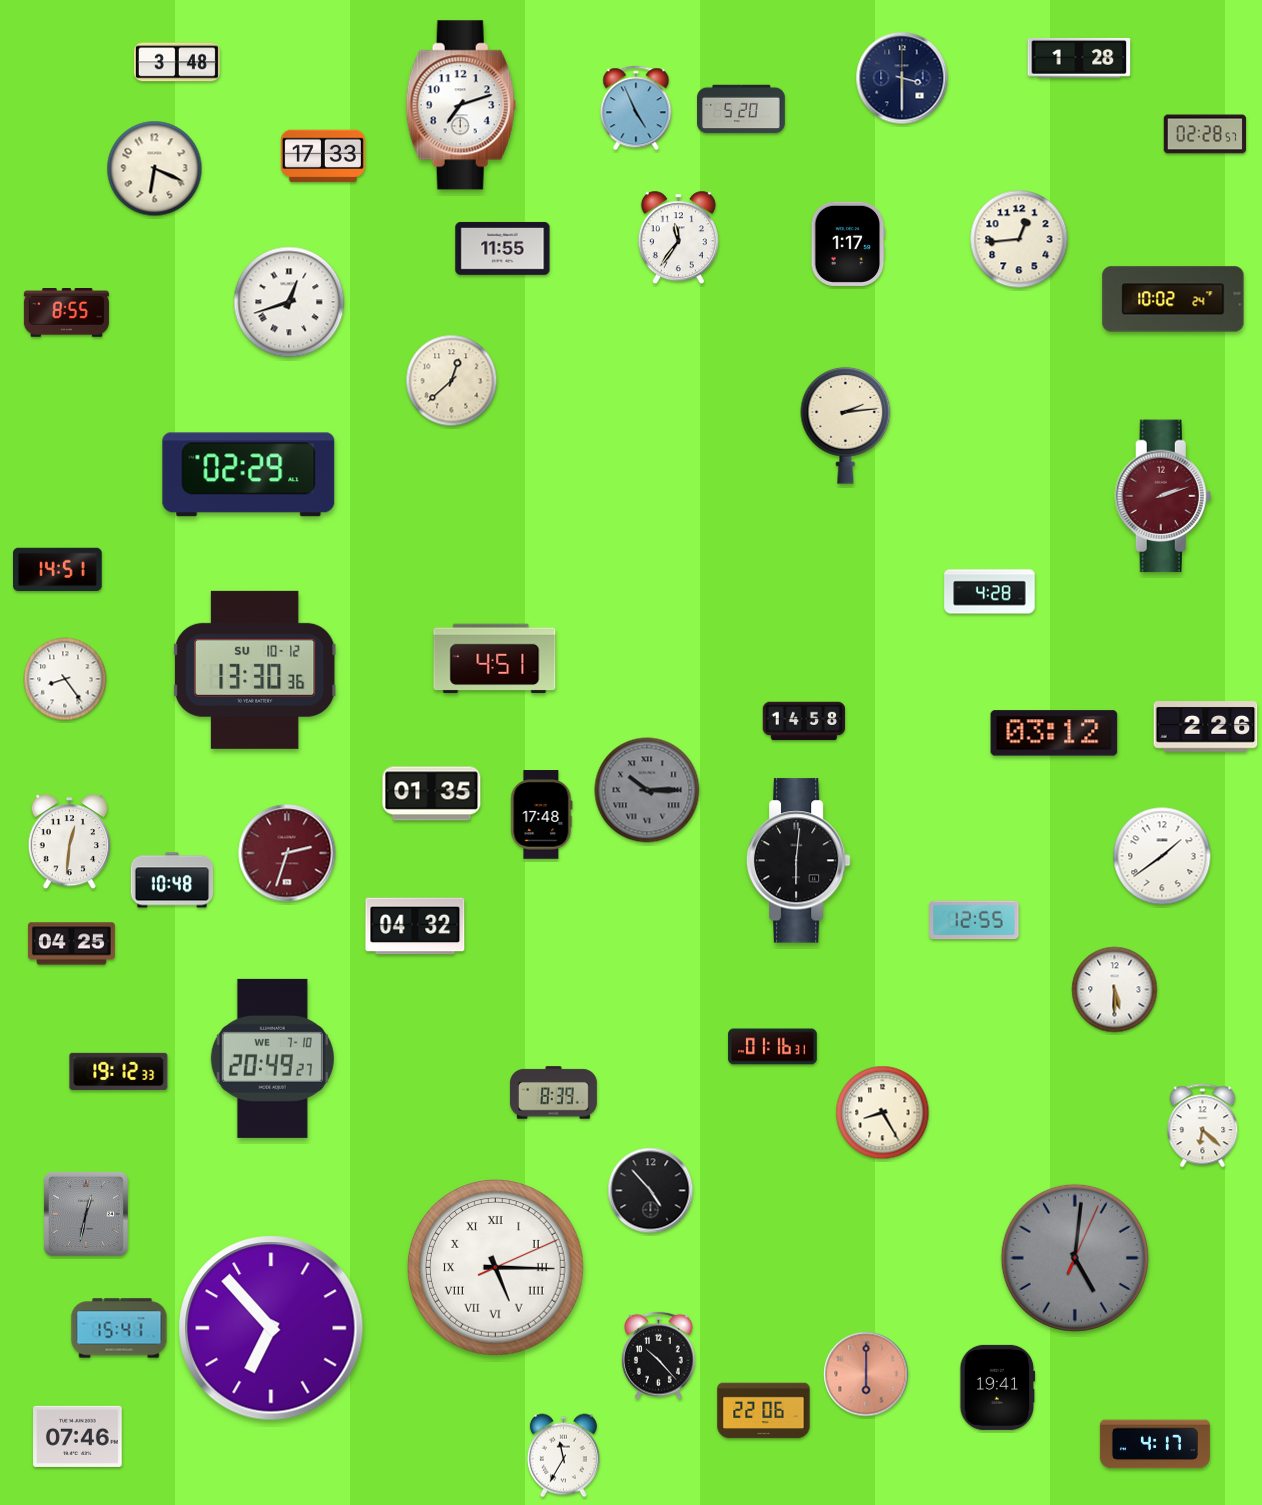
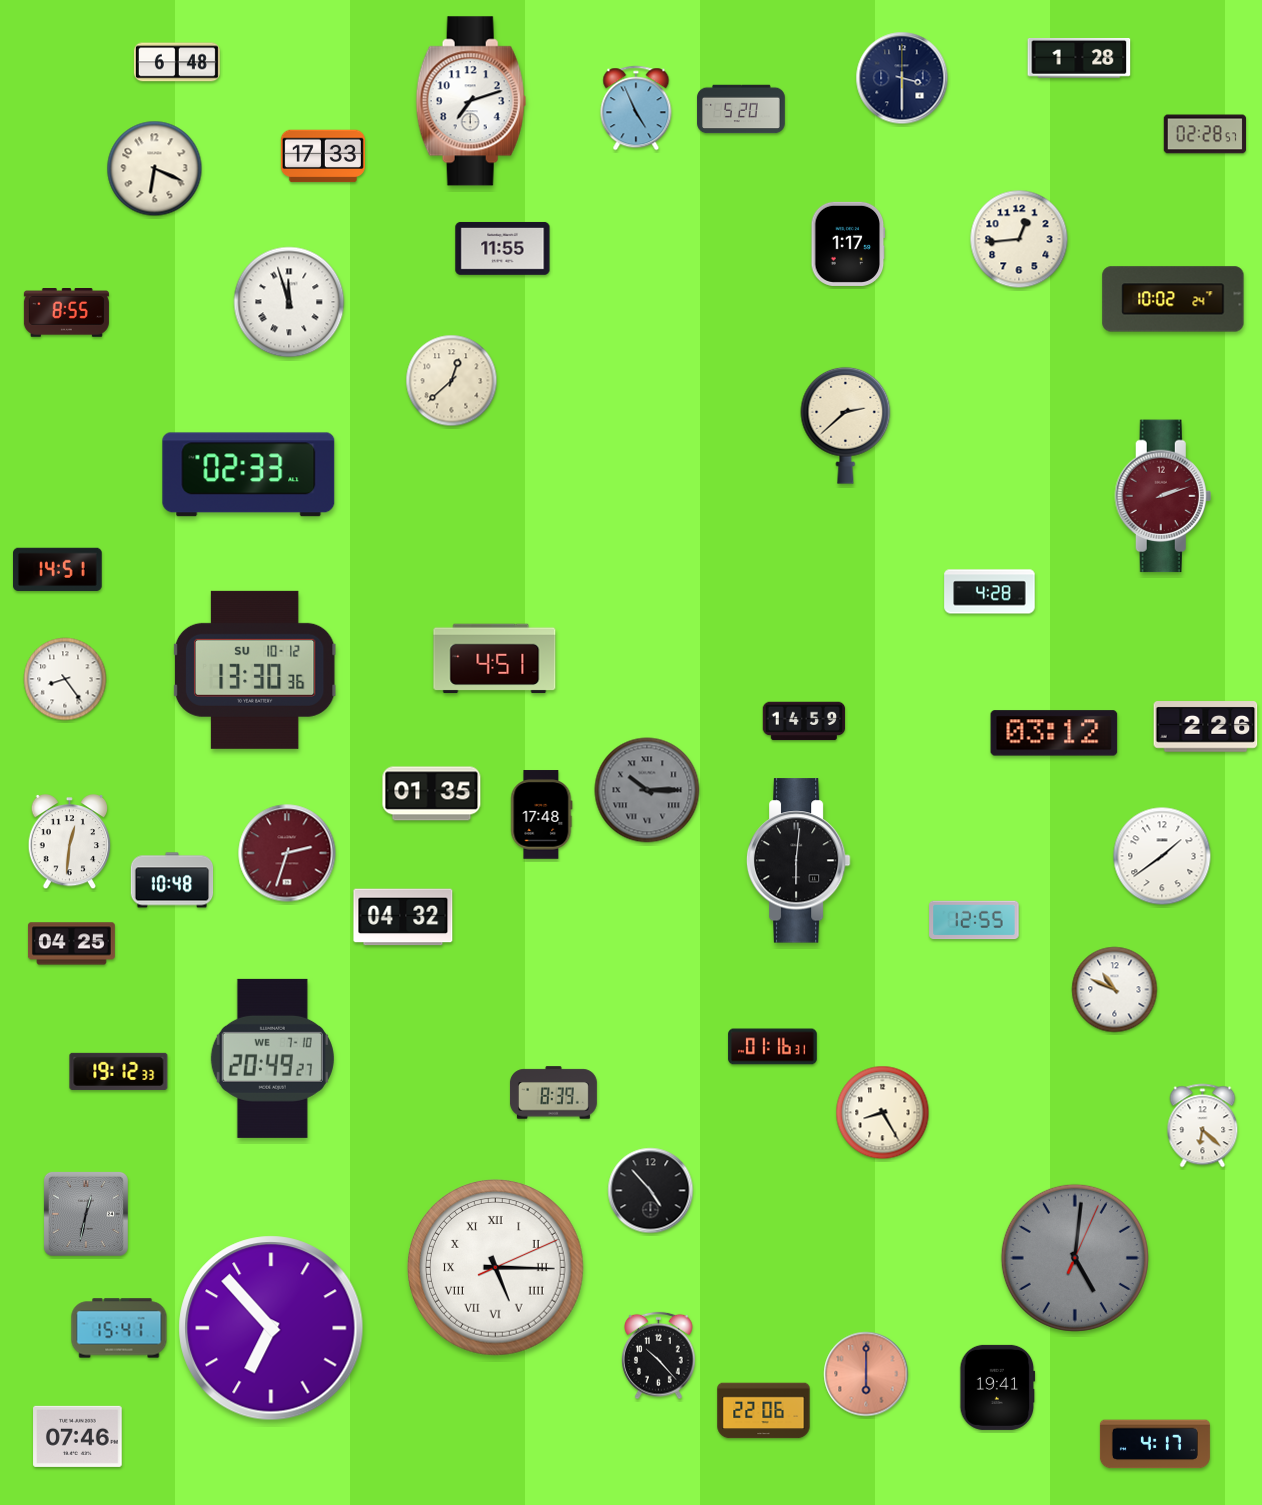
clock at (177, 62): 3:48 -> 6:48
clock at (461, 105) position: (461, 105) -> (471, 101)
clock at (678, 238): 11:36 -> none
clock at (289, 302): 12:42 -> 11:57
clock at (846, 425): 2:14 -> 2:38
clock at (249, 475): 02:29 -> 02:33
clock at (804, 721): 14:58 -> 14:59
clock at (415, 926) position: (415, 926) -> (403, 917)
clock at (1115, 990): 5:30 -> 10:49
clock at (563, 1456): 11:35 -> none
